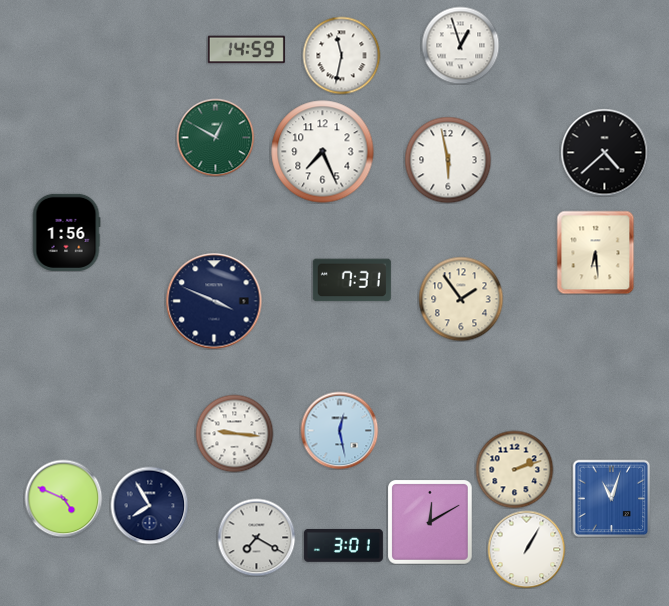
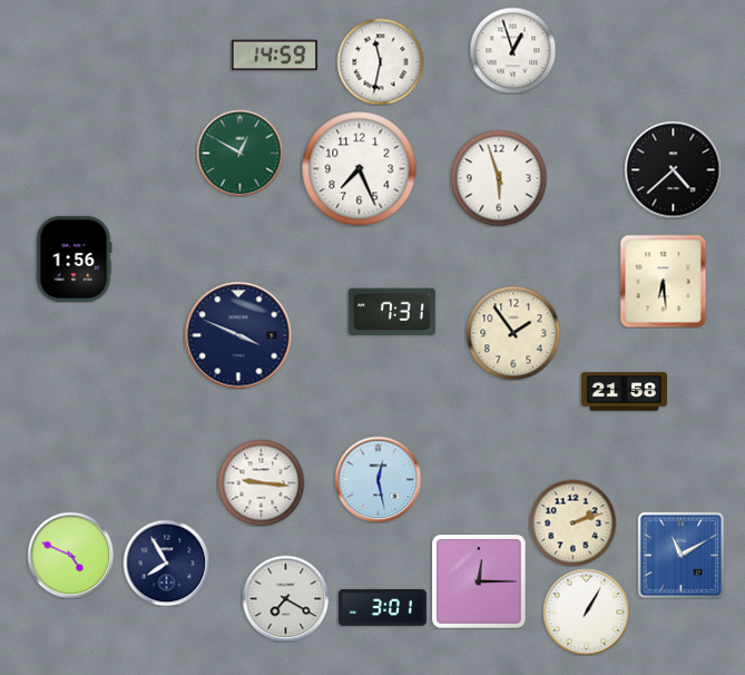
clock at (448, 160): 5:58 -> 5:57
clock at (624, 392): none -> 21:58
clock at (611, 498): 11:03 -> 11:10
clock at (431, 523): 12:10 -> 12:15
